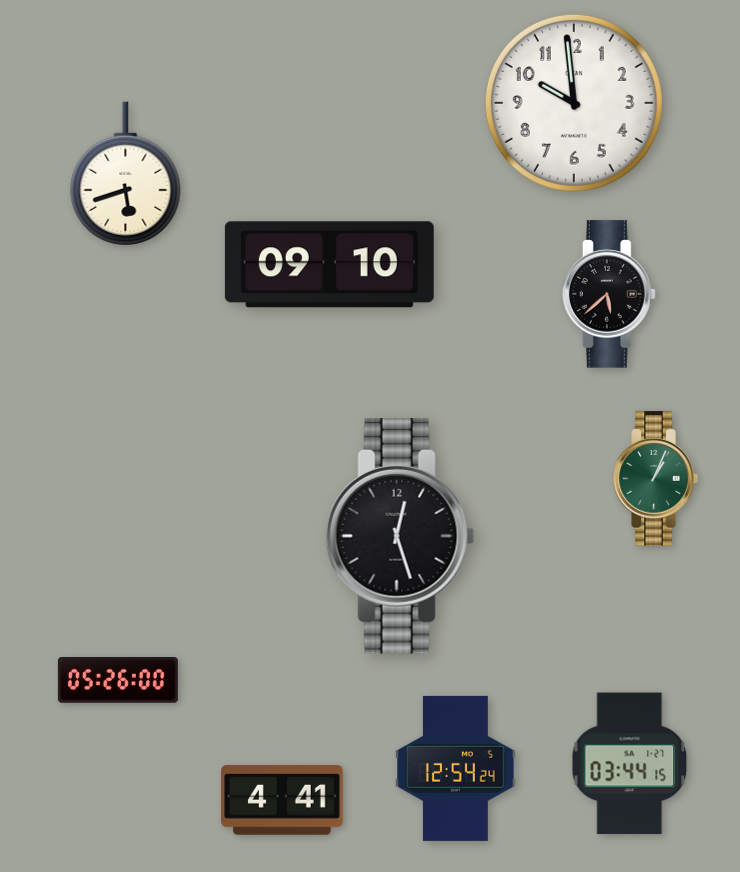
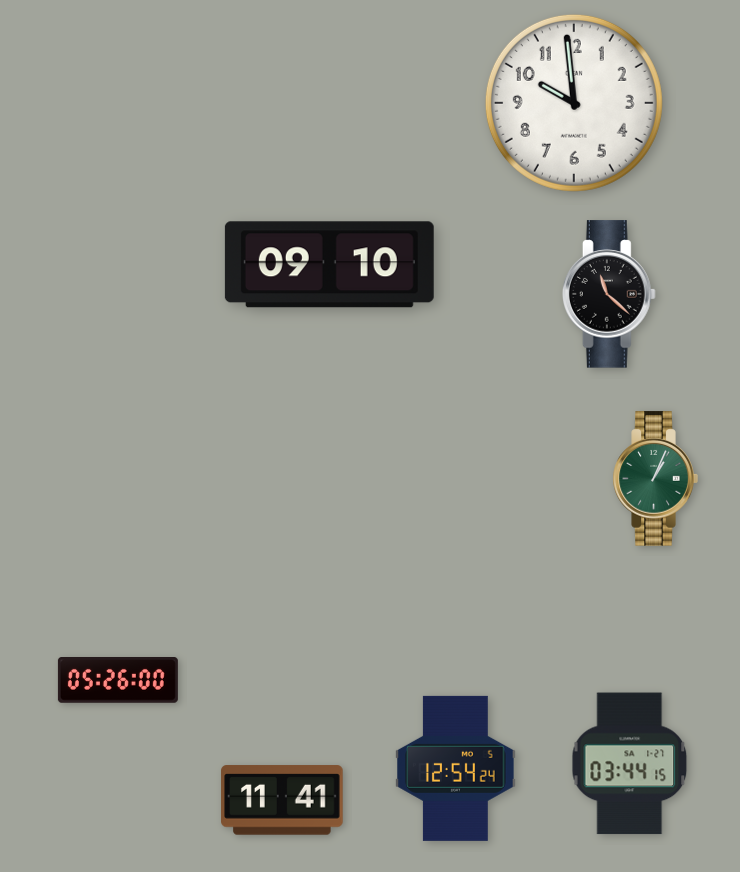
clock at (126, 174): 5:42 -> none
clock at (609, 294): 5:38 -> 11:22
clock at (400, 537): 12:27 -> none
clock at (282, 800): 4:41 -> 11:41
